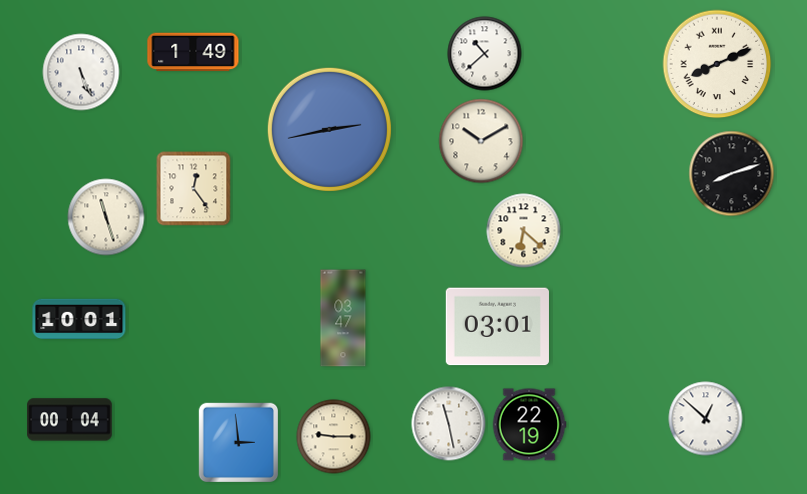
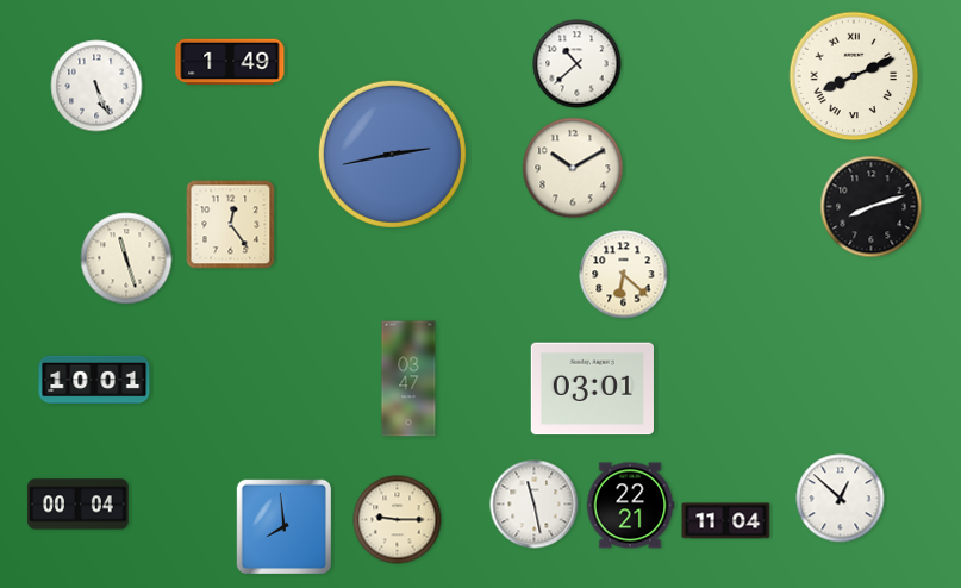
clock at (70, 420) position: (70, 420) -> (79, 505)
clock at (529, 425): 22:19 -> 22:21
clock at (726, 521): none -> 11:04
clock at (238, 442): 2:59 -> 7:59
